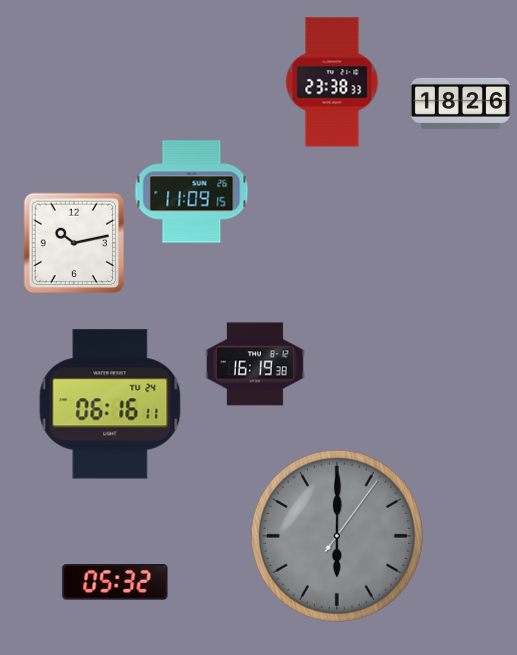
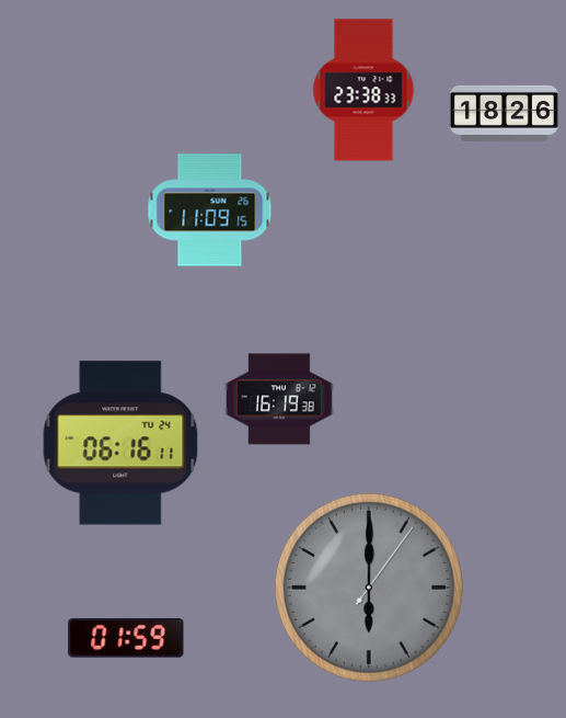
clock at (74, 243): 10:13 -> none
clock at (115, 583): 05:32 -> 01:59
